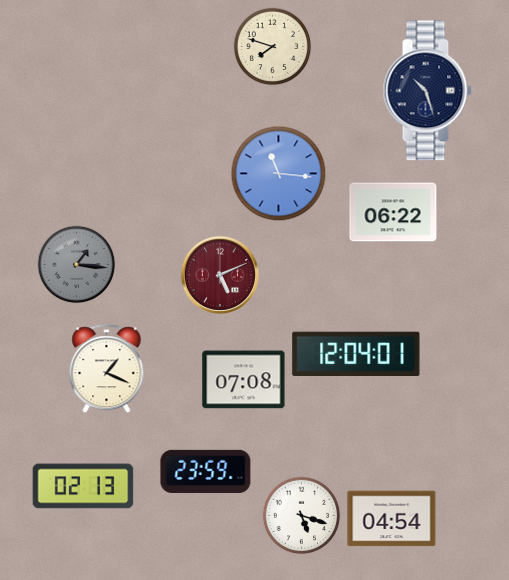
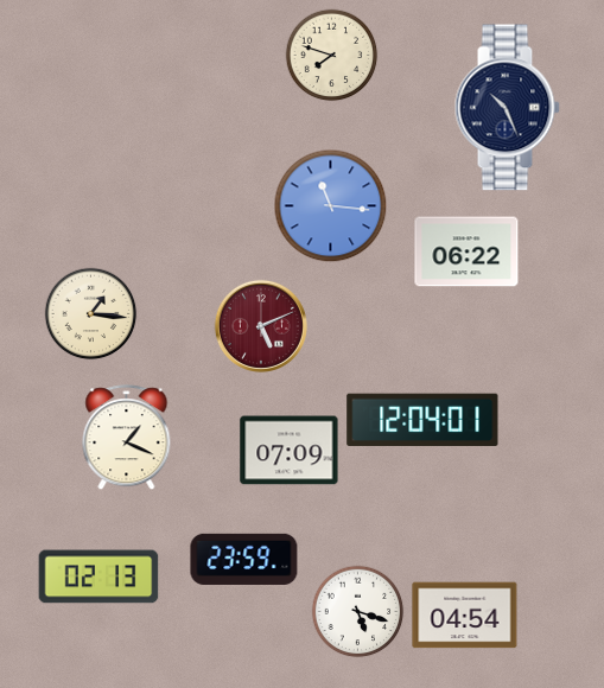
clock at (272, 46) position: (272, 46) -> (331, 55)
clock at (427, 91): 10:27 -> 10:26
clock at (76, 264) dial: grey -> cream
clock at (244, 380): 07:08 -> 07:09
